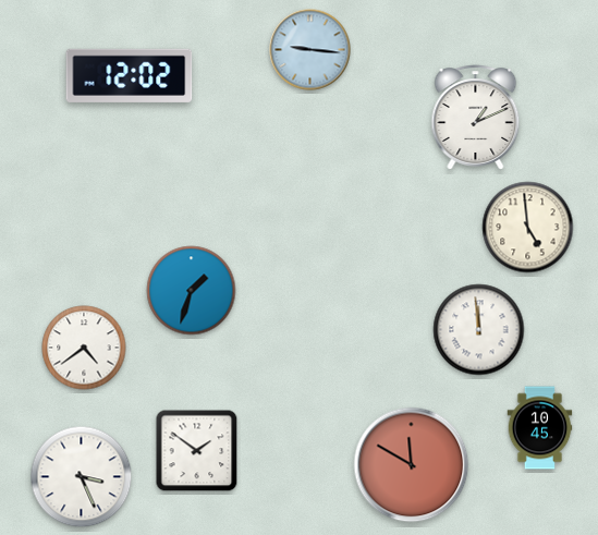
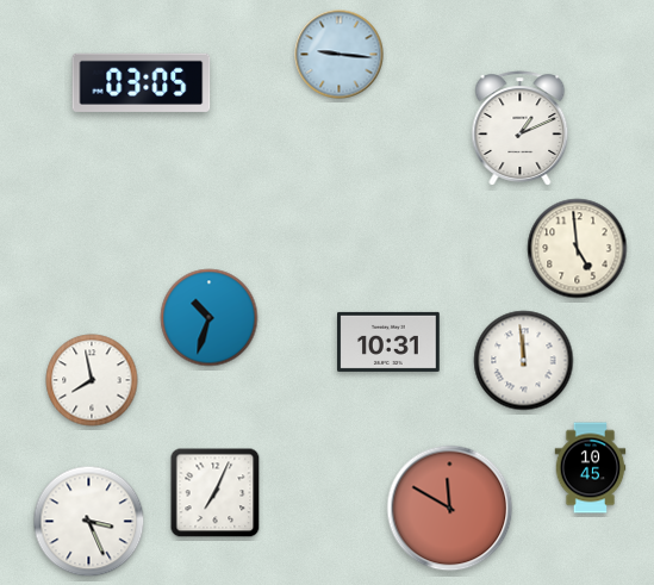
clock at (130, 75): 12:02 -> 03:05
clock at (192, 291): 1:33 -> 10:33
clock at (388, 342): none -> 10:31
clock at (84, 348): 4:39 -> 7:58
clock at (197, 451): 1:51 -> 7:04
